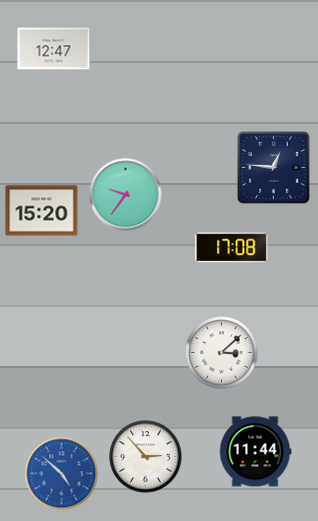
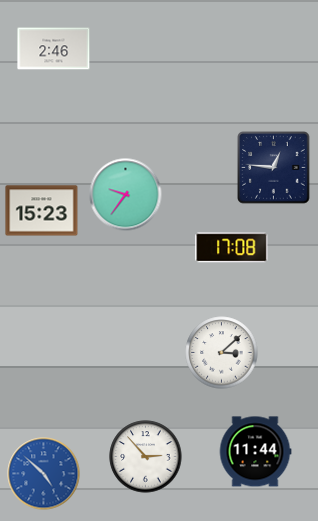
clock at (54, 49): 12:47 -> 2:46
clock at (42, 211): 15:20 -> 15:23
clock at (62, 474) position: (62, 474) -> (44, 474)
